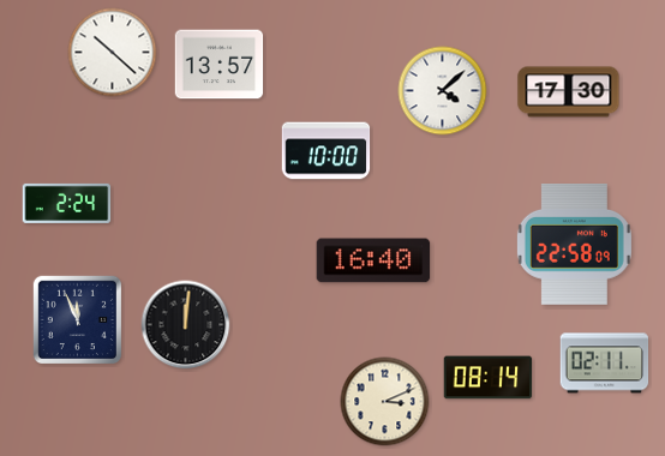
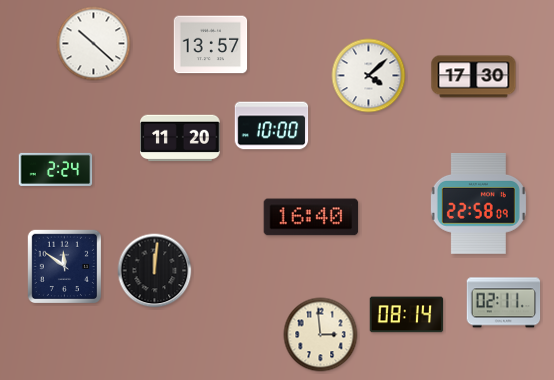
clock at (220, 65) position: (220, 65) -> (211, 45)
clock at (180, 138): none -> 11:20
clock at (77, 319): 11:56 -> 11:51
clock at (385, 402): 3:11 -> 2:59
